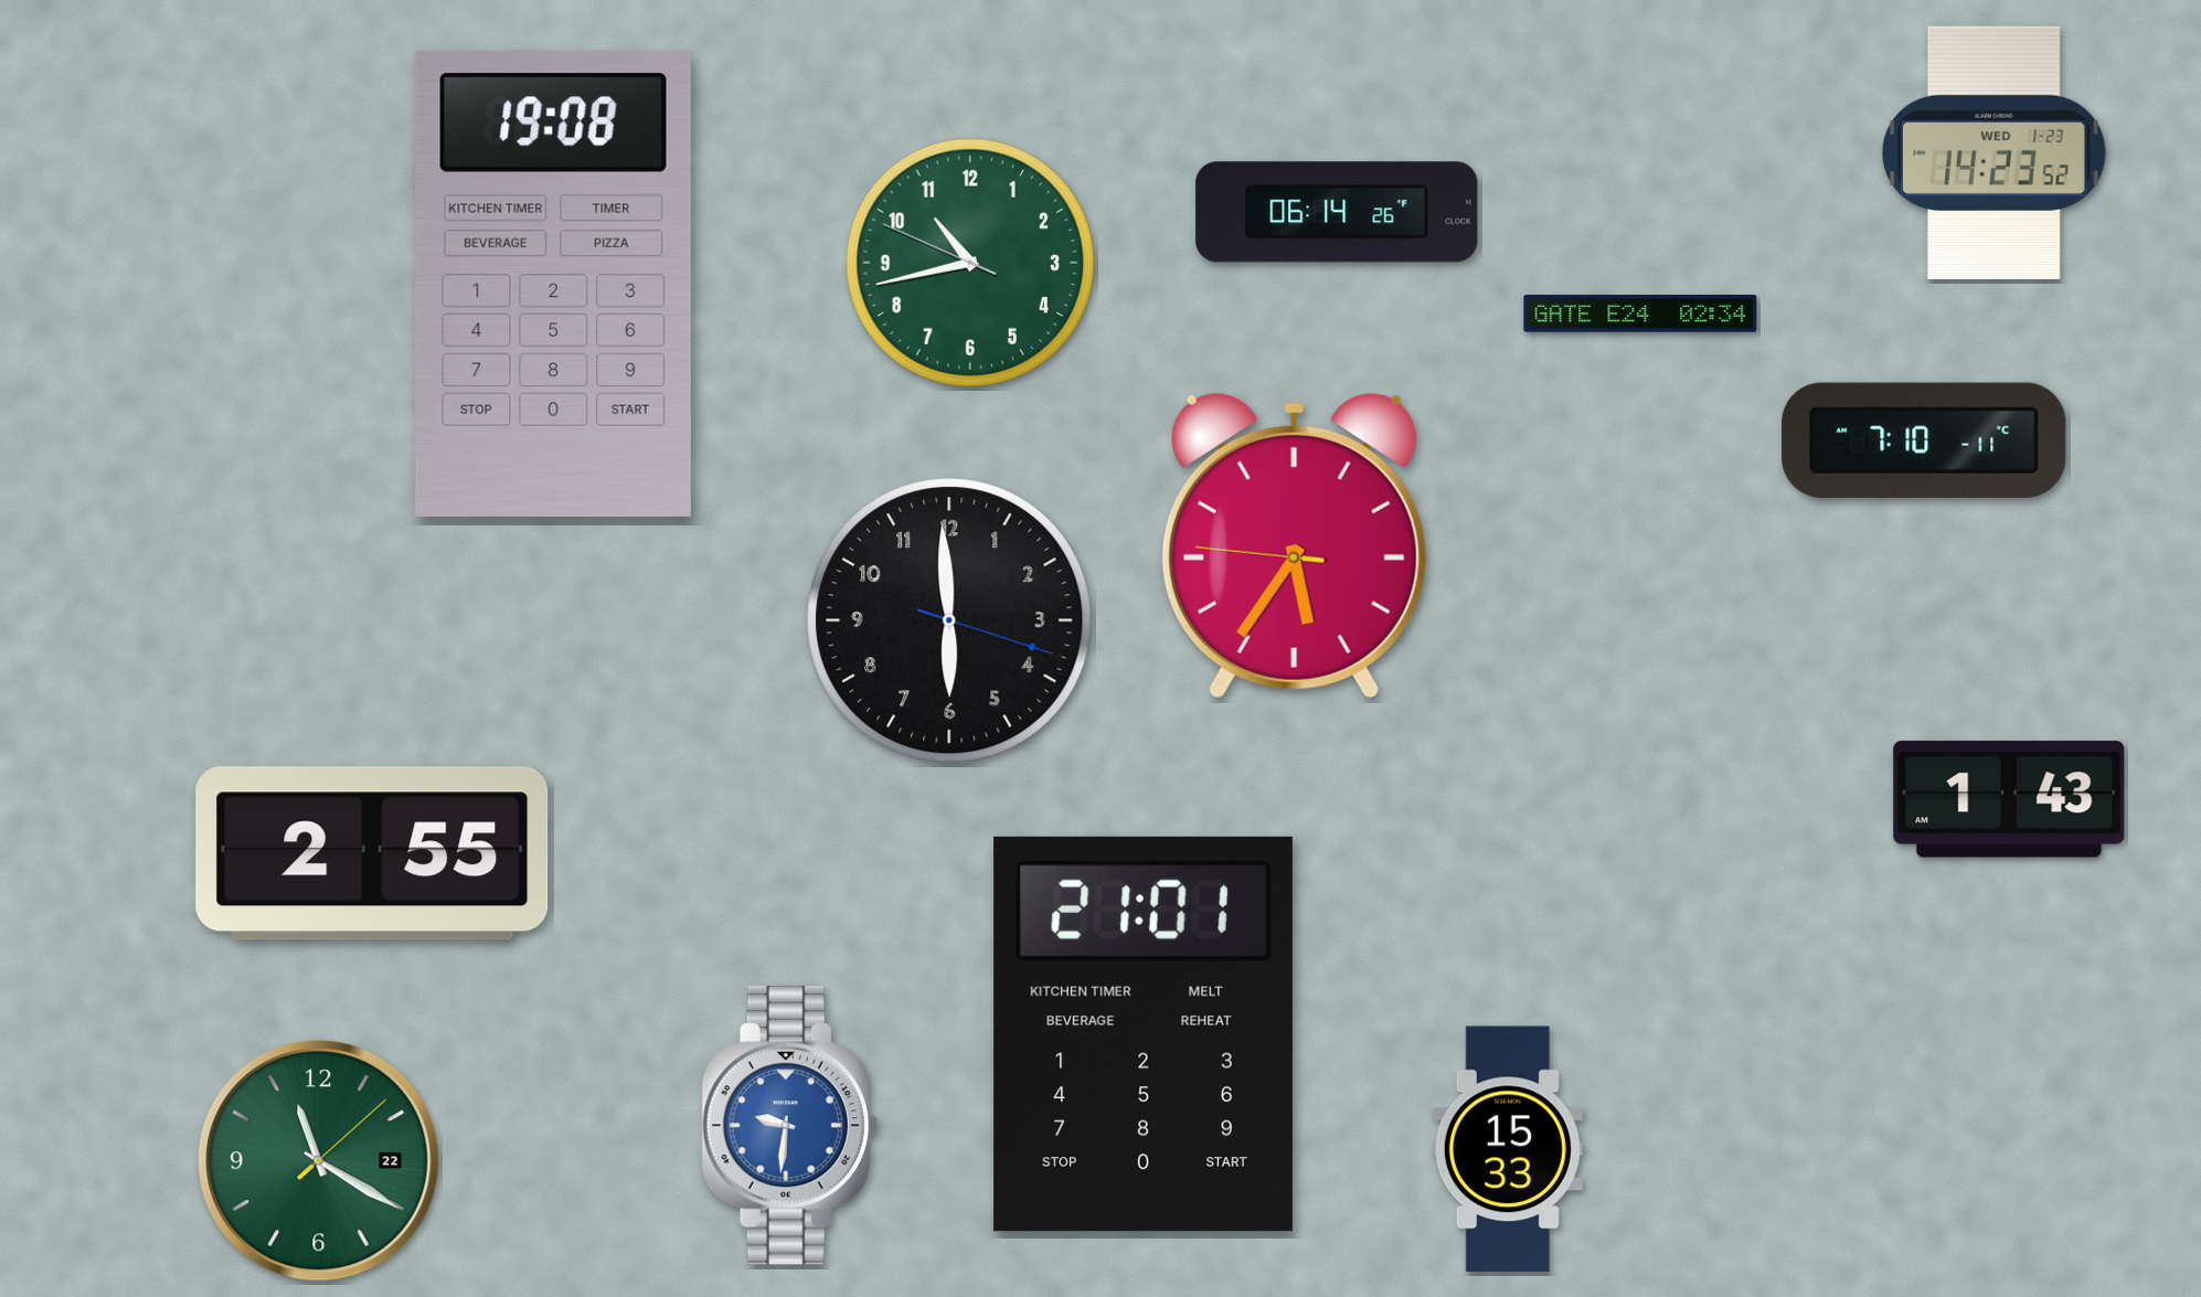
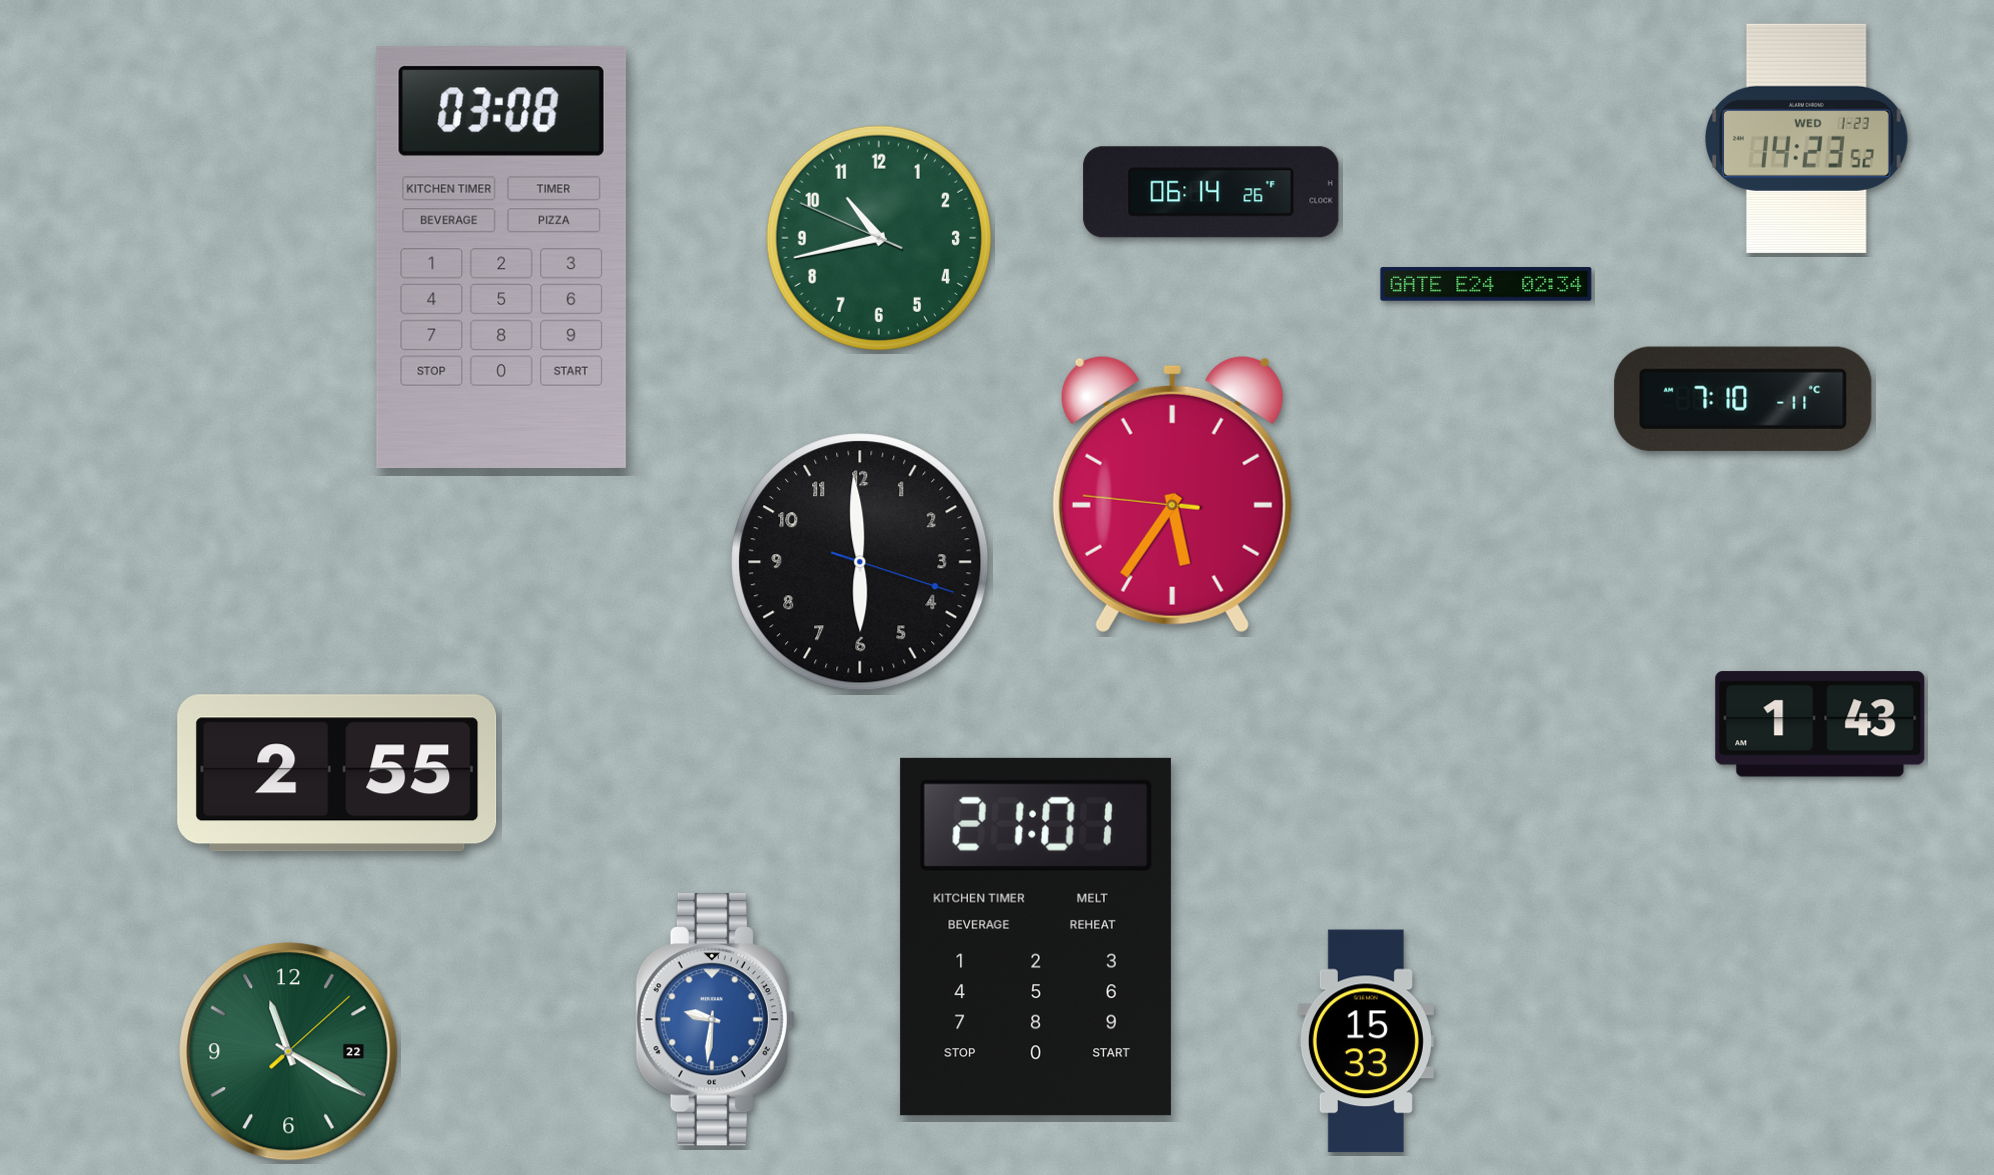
clock at (553, 284): 19:08 -> 03:08
